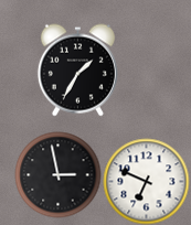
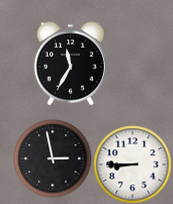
clock at (77, 69): 1:35 -> 11:35
clock at (146, 181): 6:49 -> 8:45
